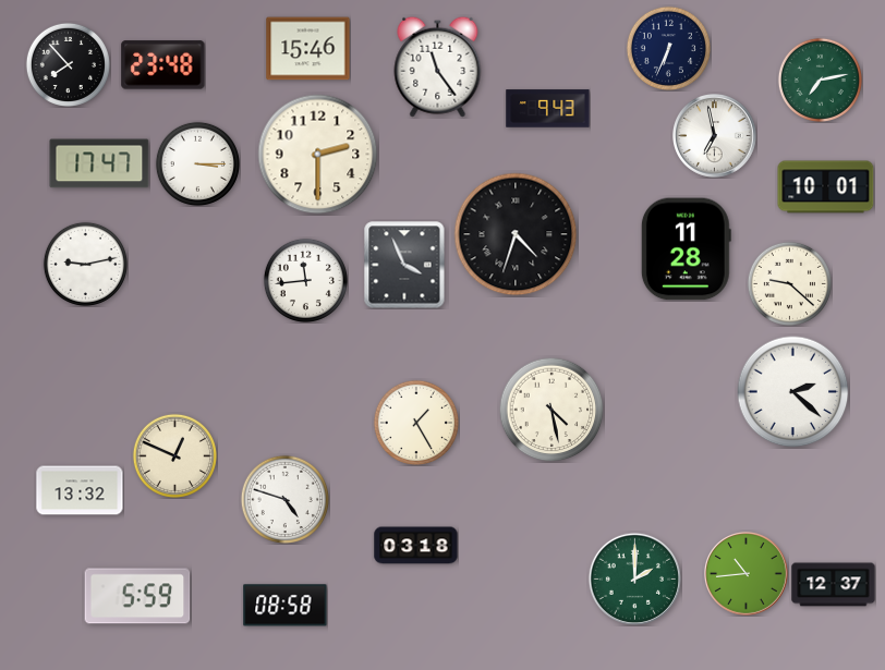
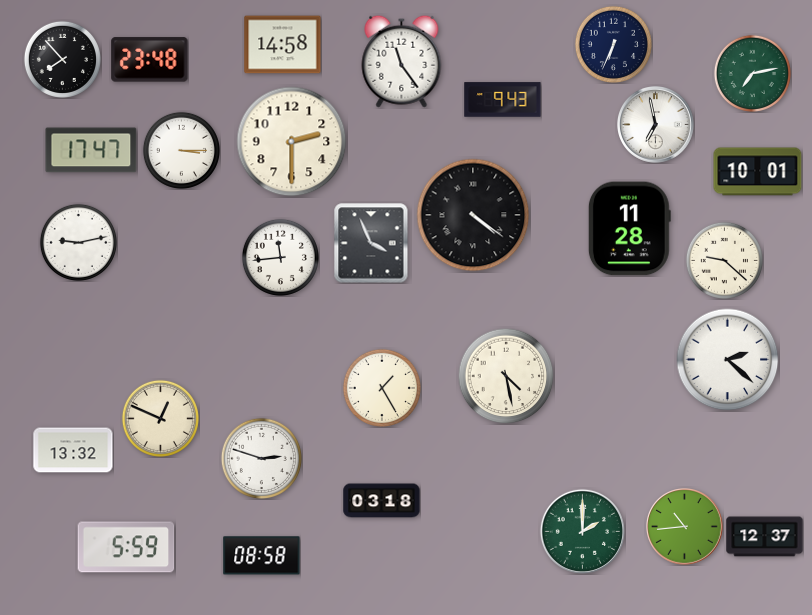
clock at (308, 49): 15:46 -> 14:58
clock at (516, 234): 4:33 -> 4:21
clock at (284, 499): 4:48 -> 2:48
